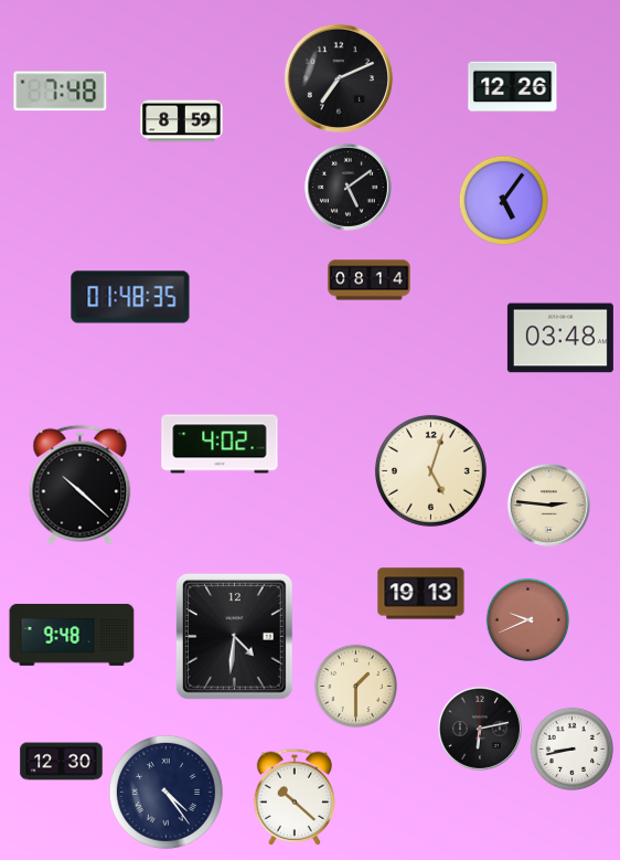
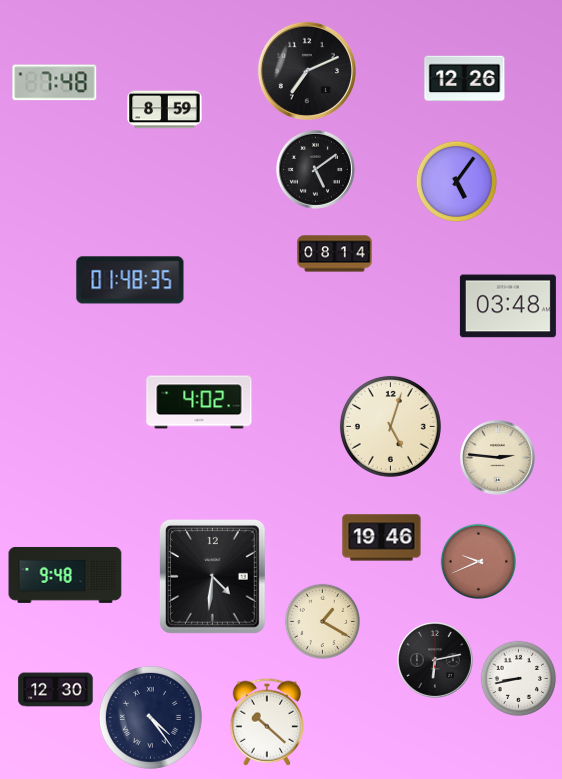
clock at (130, 297) position: (130, 297) -> (130, 280)
clock at (81, 485): 10:22 -> none
clock at (421, 594): 19:13 -> 19:46
clock at (356, 687): 1:30 -> 1:20
